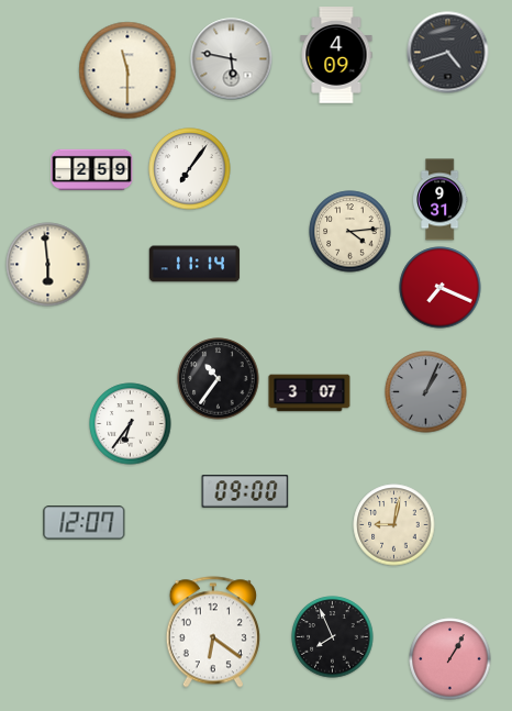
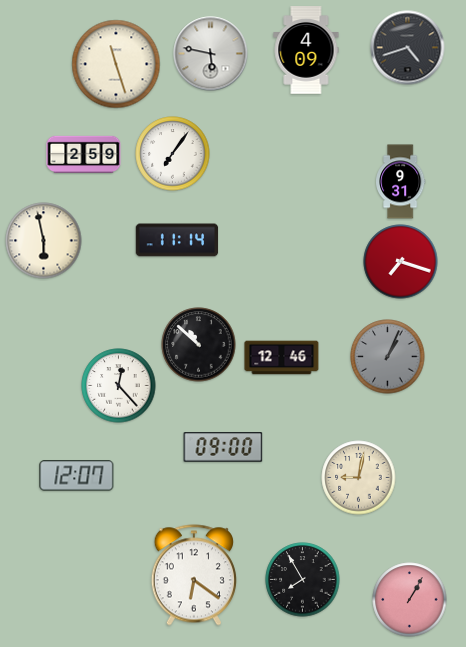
clock at (127, 70): 11:30 -> 11:27
clock at (350, 232): 4:14 -> none
clock at (48, 265): 5:59 -> 5:58
clock at (441, 288): 7:19 -> 7:18
clock at (219, 379): 10:36 -> 10:52
clock at (310, 393): 3:07 -> 12:46
clock at (131, 424): 6:36 -> 12:23
clock at (333, 637): 7:56 -> 7:55
